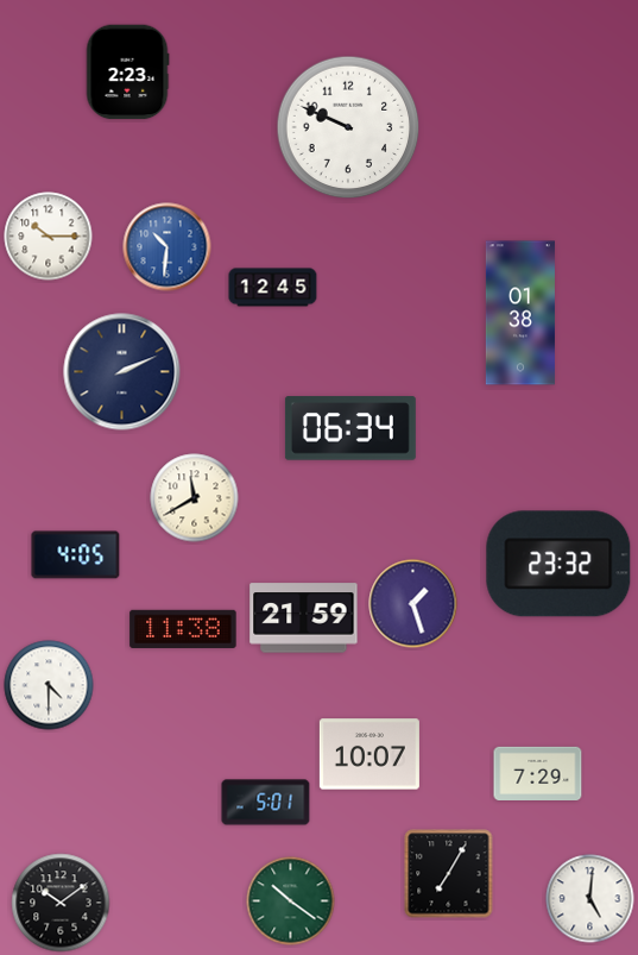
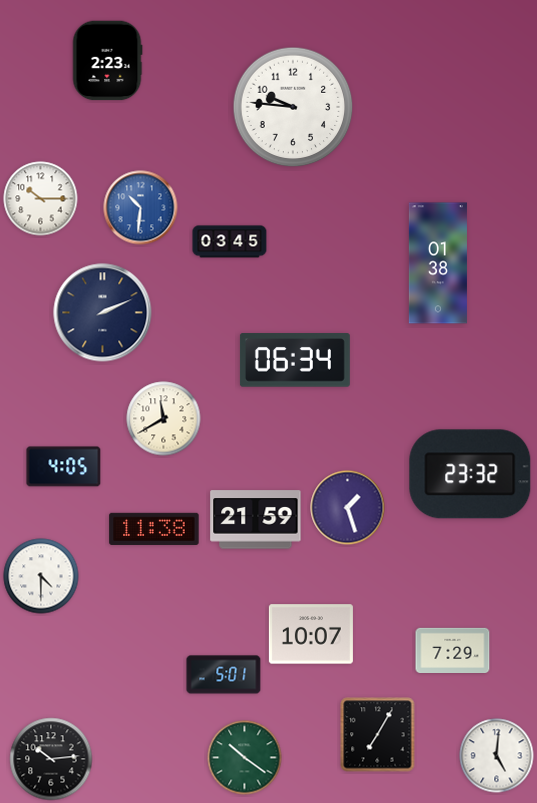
clock at (348, 127): 9:49 -> 9:46
clock at (273, 288): 12:45 -> 03:45
clock at (61, 903): 10:09 -> 10:14
